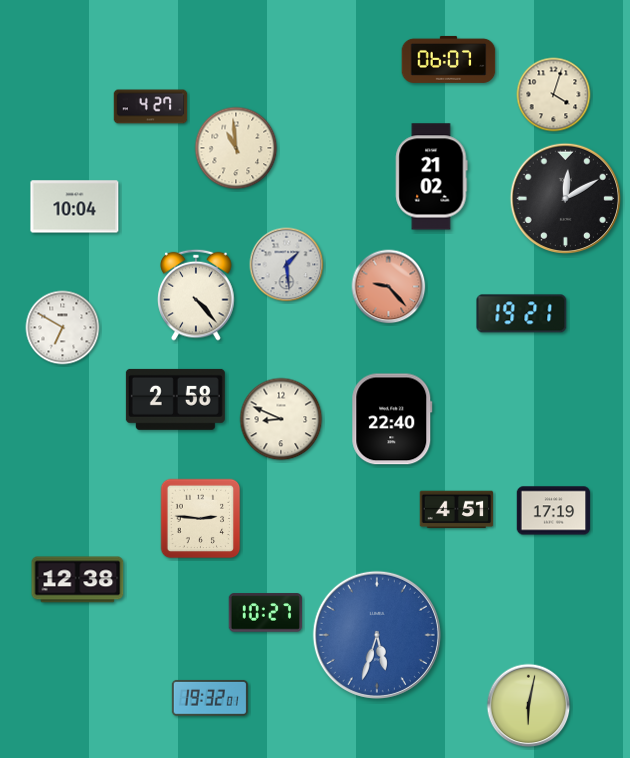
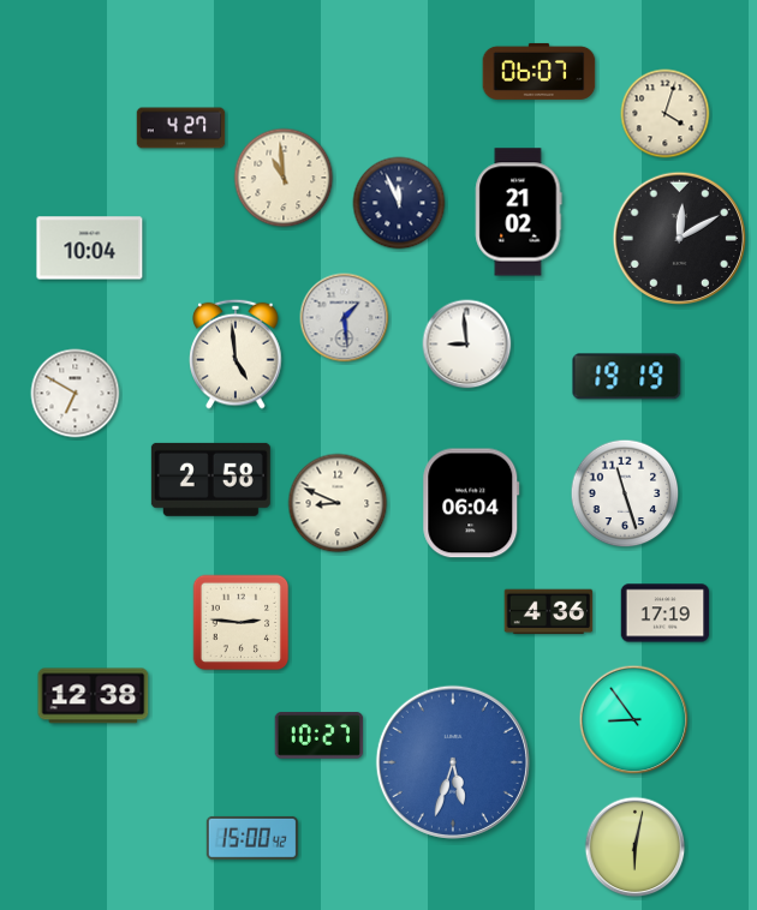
clock at (399, 203): none -> 11:56
clock at (389, 287): 9:23 -> 8:59
clock at (389, 287) dial: salmon -> white
clock at (196, 295): 4:23 -> 4:59
clock at (522, 314): 19:21 -> 19:19
clock at (625, 493): none -> 11:27
clock at (392, 419): 22:40 -> 06:04
clock at (457, 510): 4:51 -> 4:36
clock at (634, 720): none -> 8:54
clock at (210, 698): 19:32 -> 15:00
